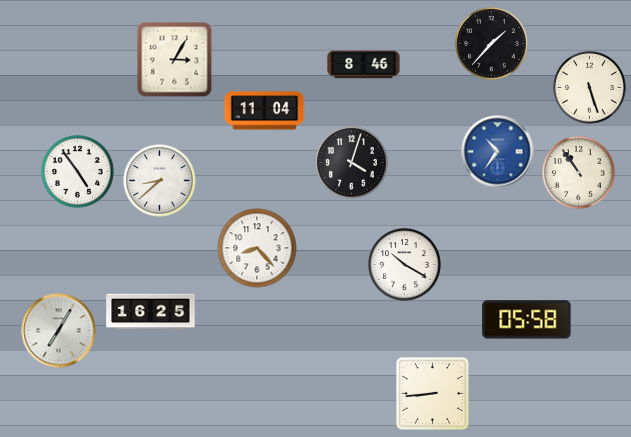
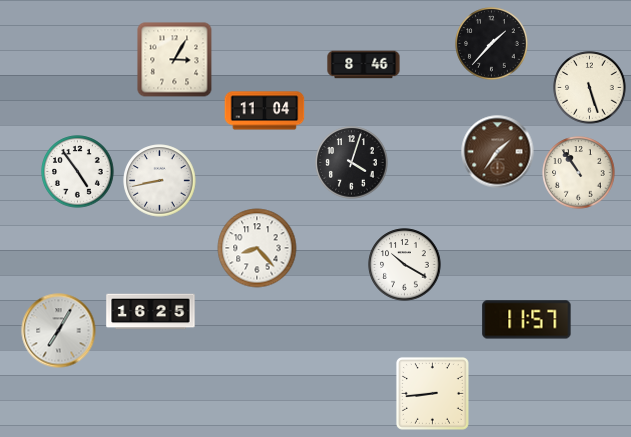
clock at (498, 152): 10:36 -> 1:36
clock at (498, 152) dial: blue -> brown
clock at (160, 181): 8:38 -> 8:43
clock at (527, 320): 05:58 -> 11:57
